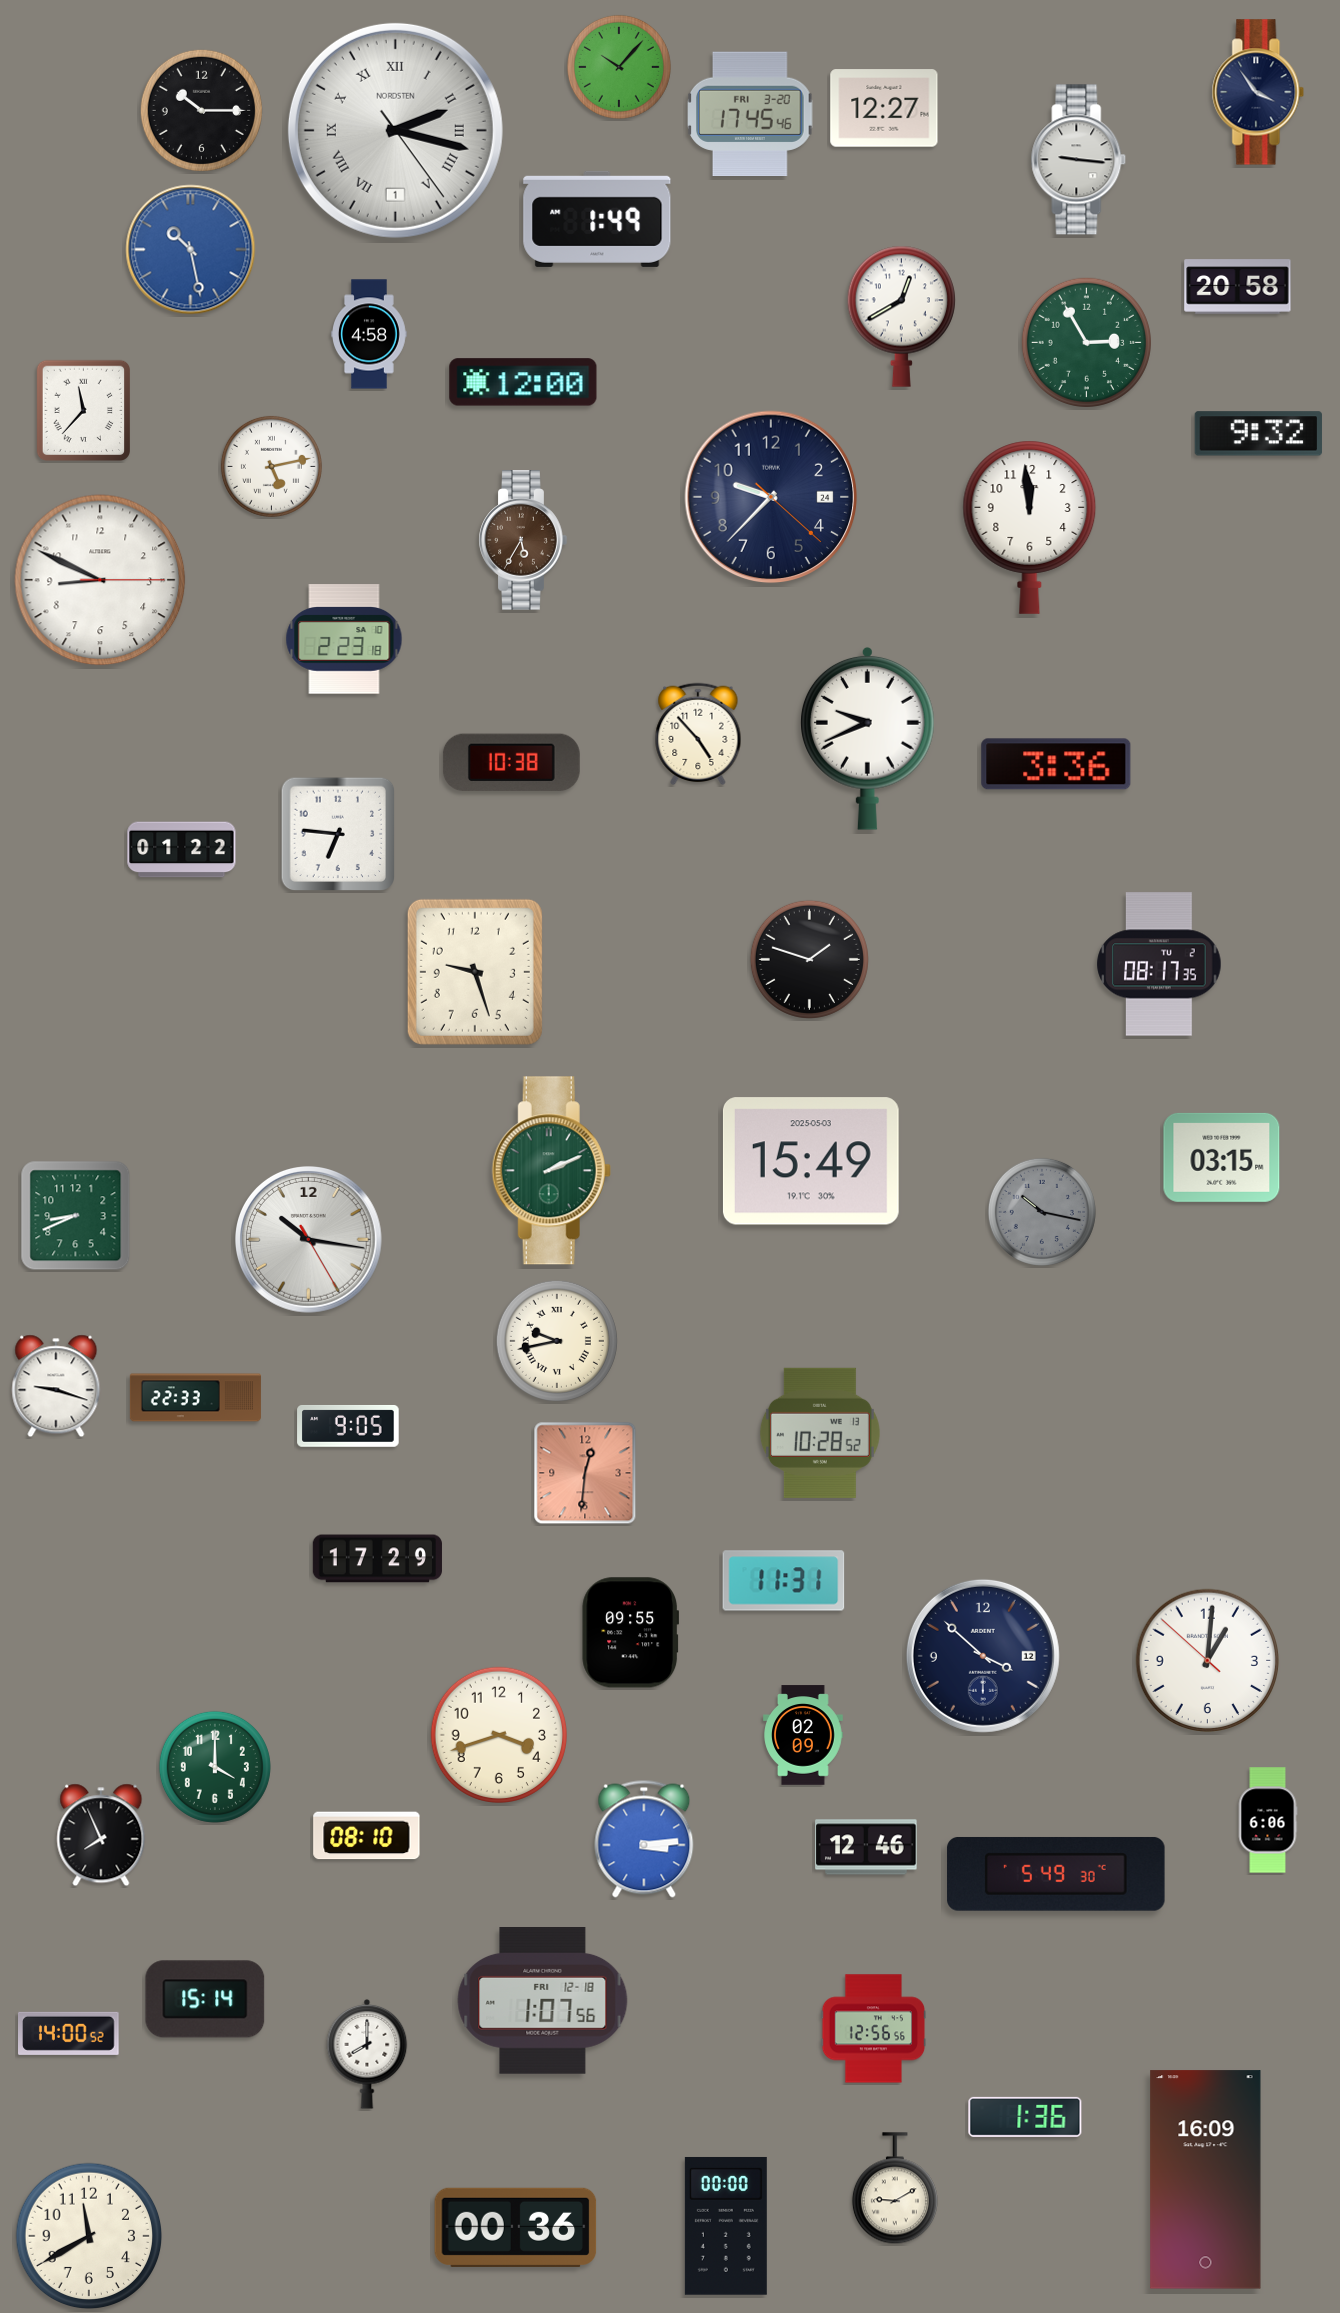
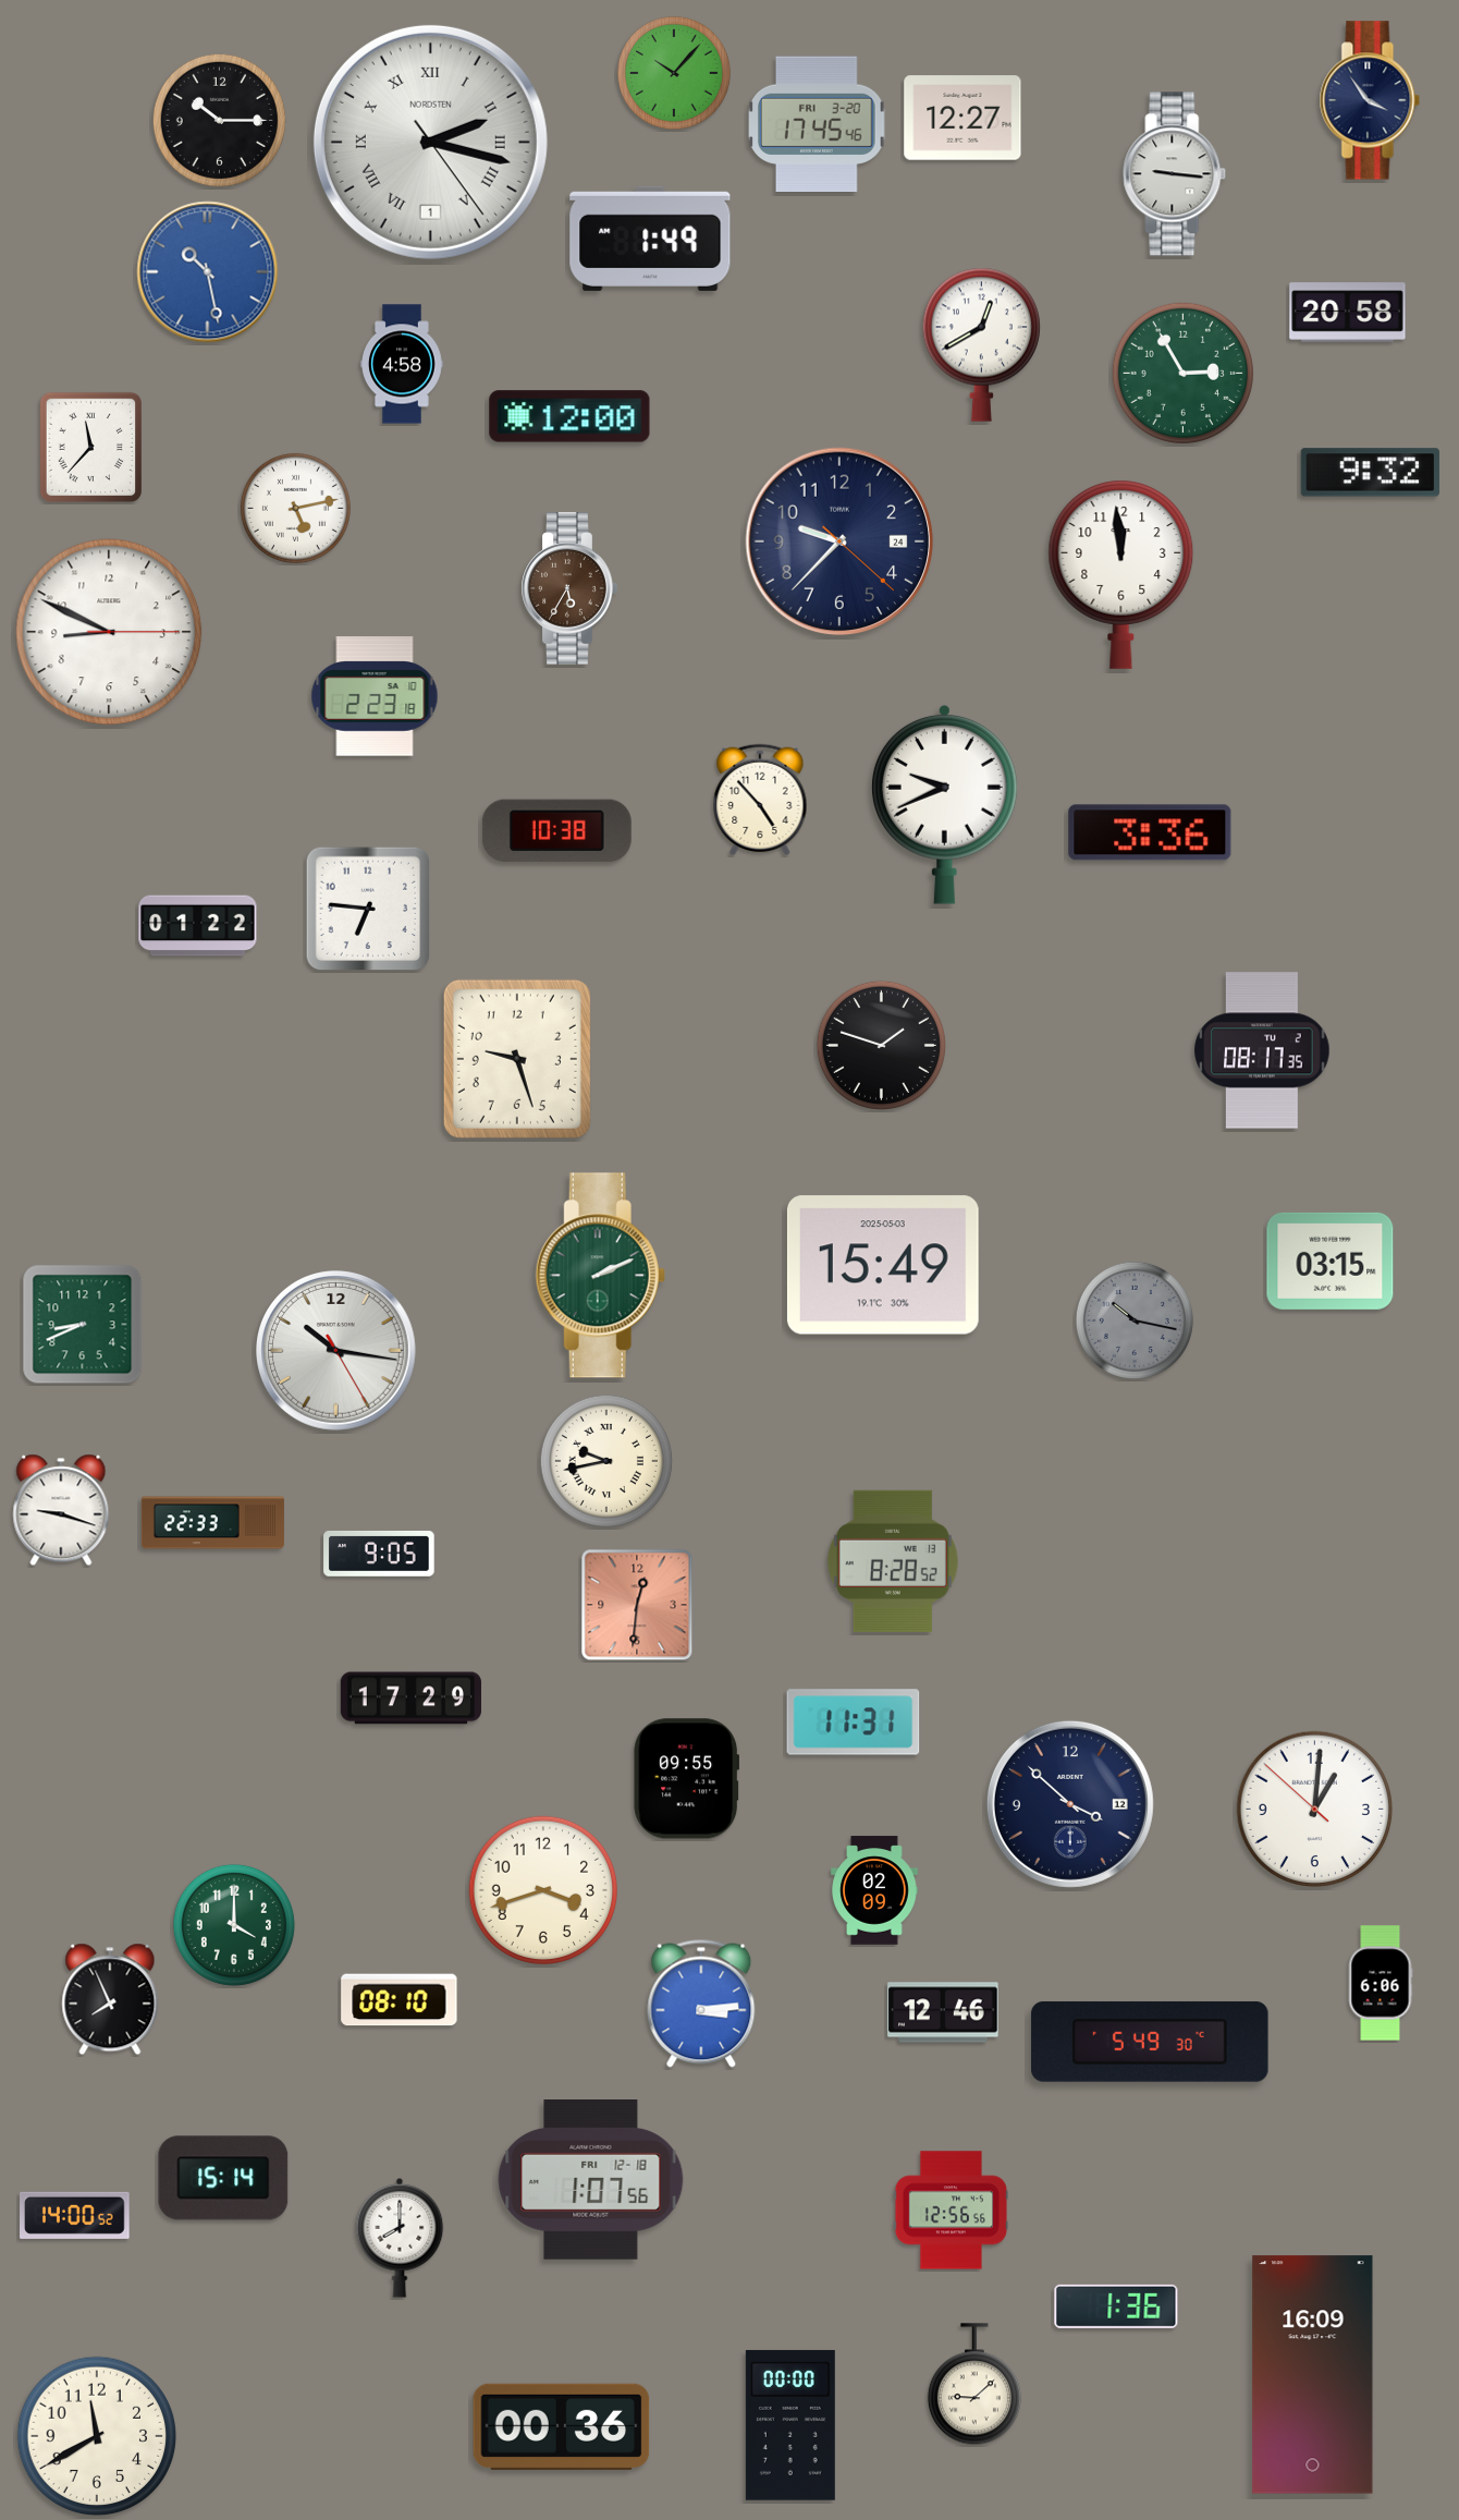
clock at (820, 1433): 10:28 -> 8:28
clock at (895, 2189): 9:10 -> 9:08
